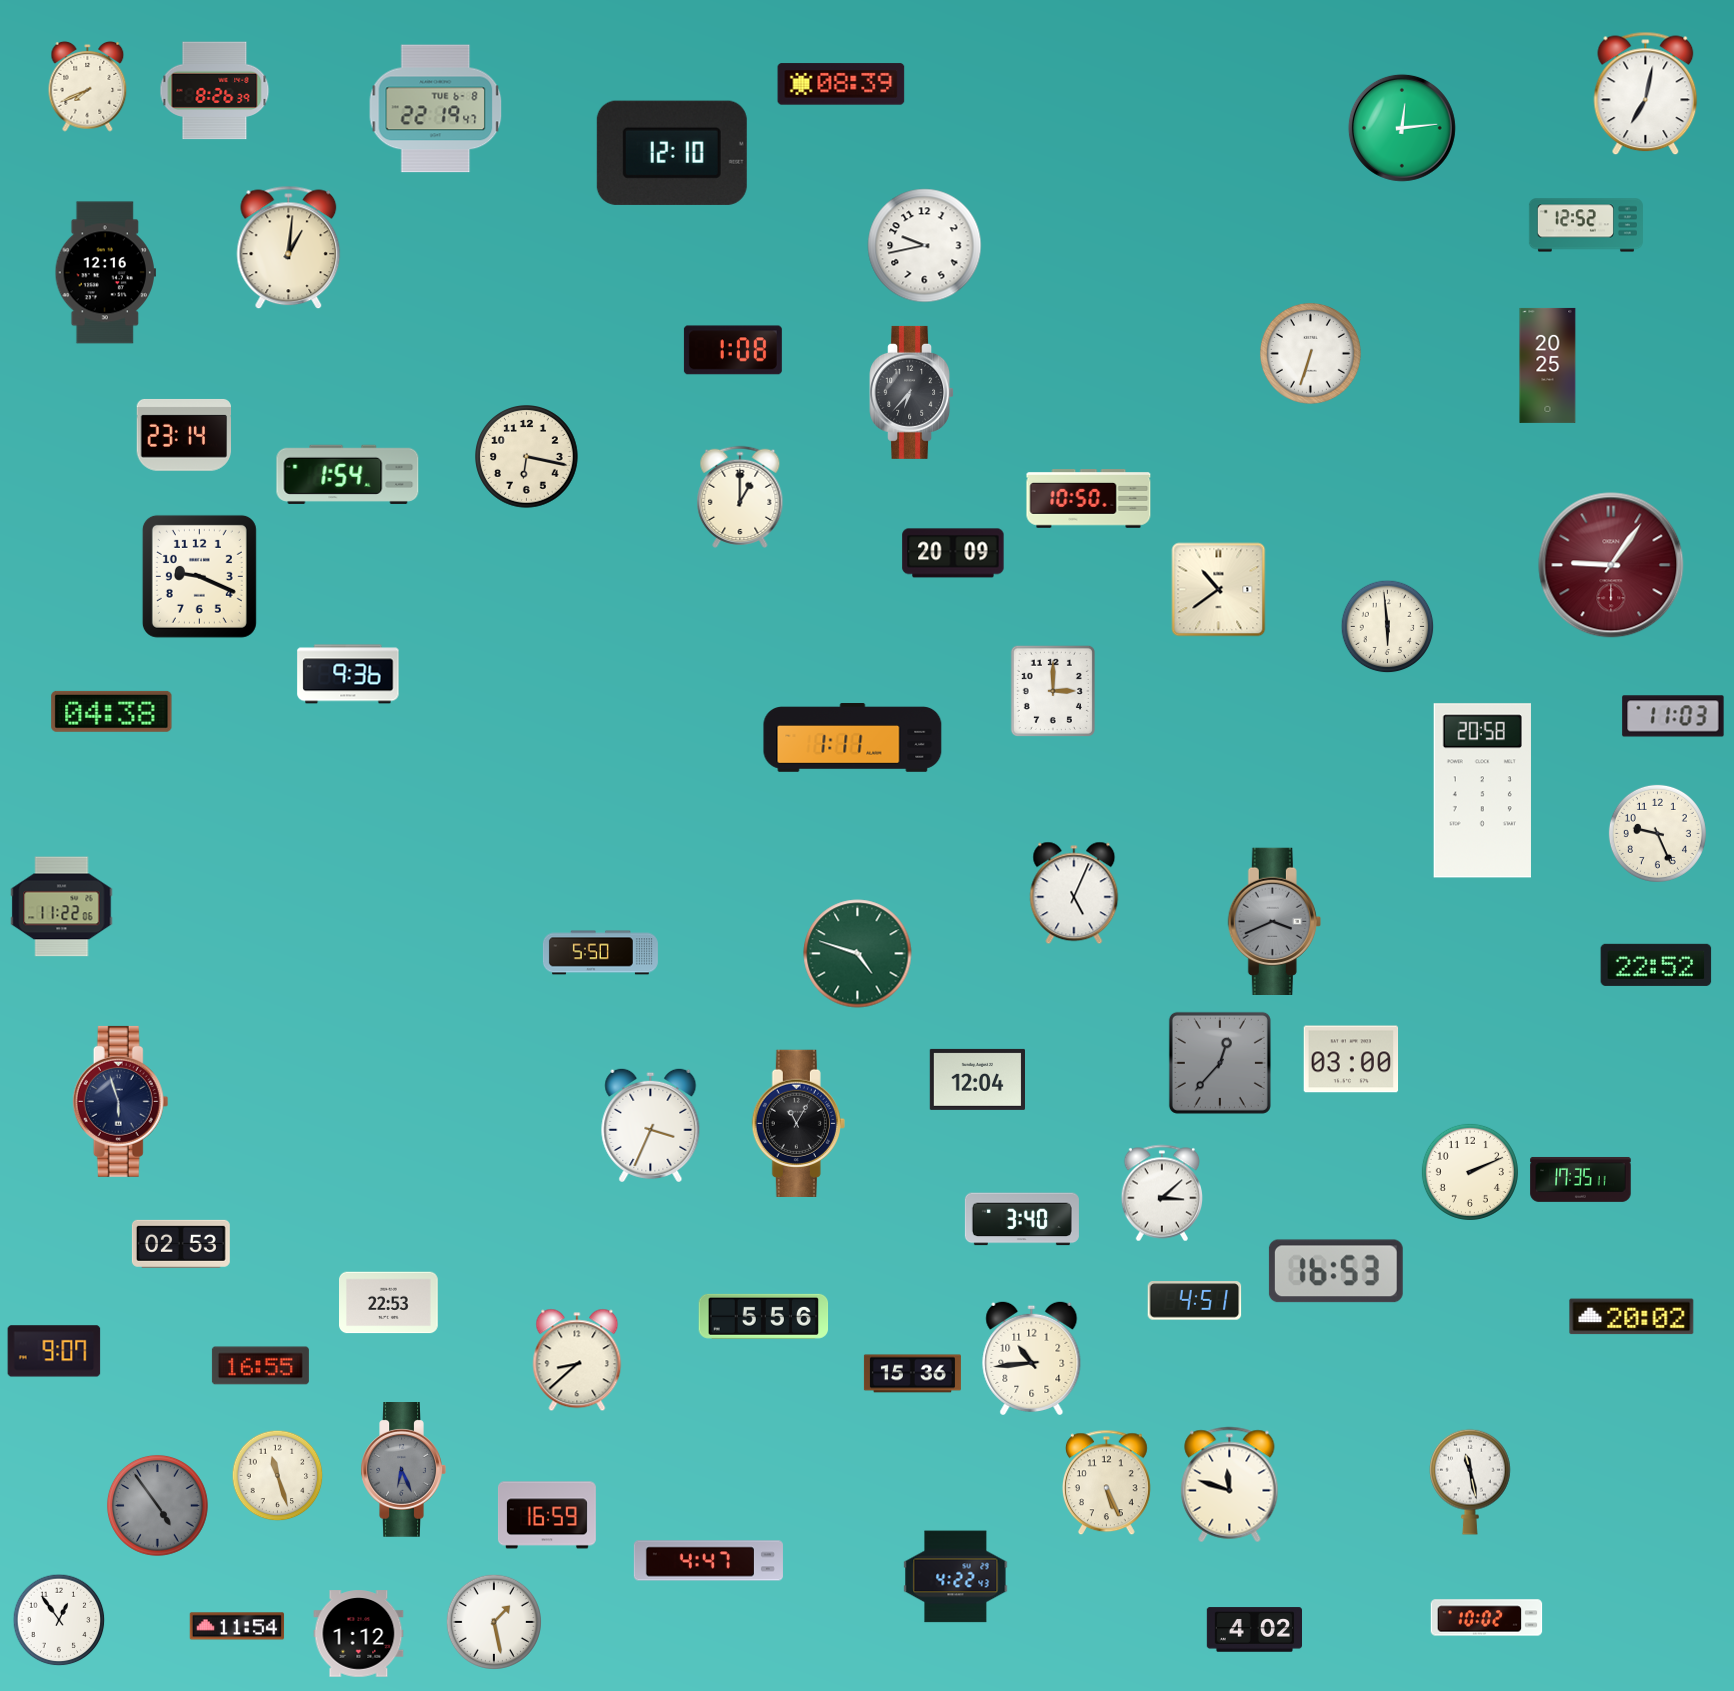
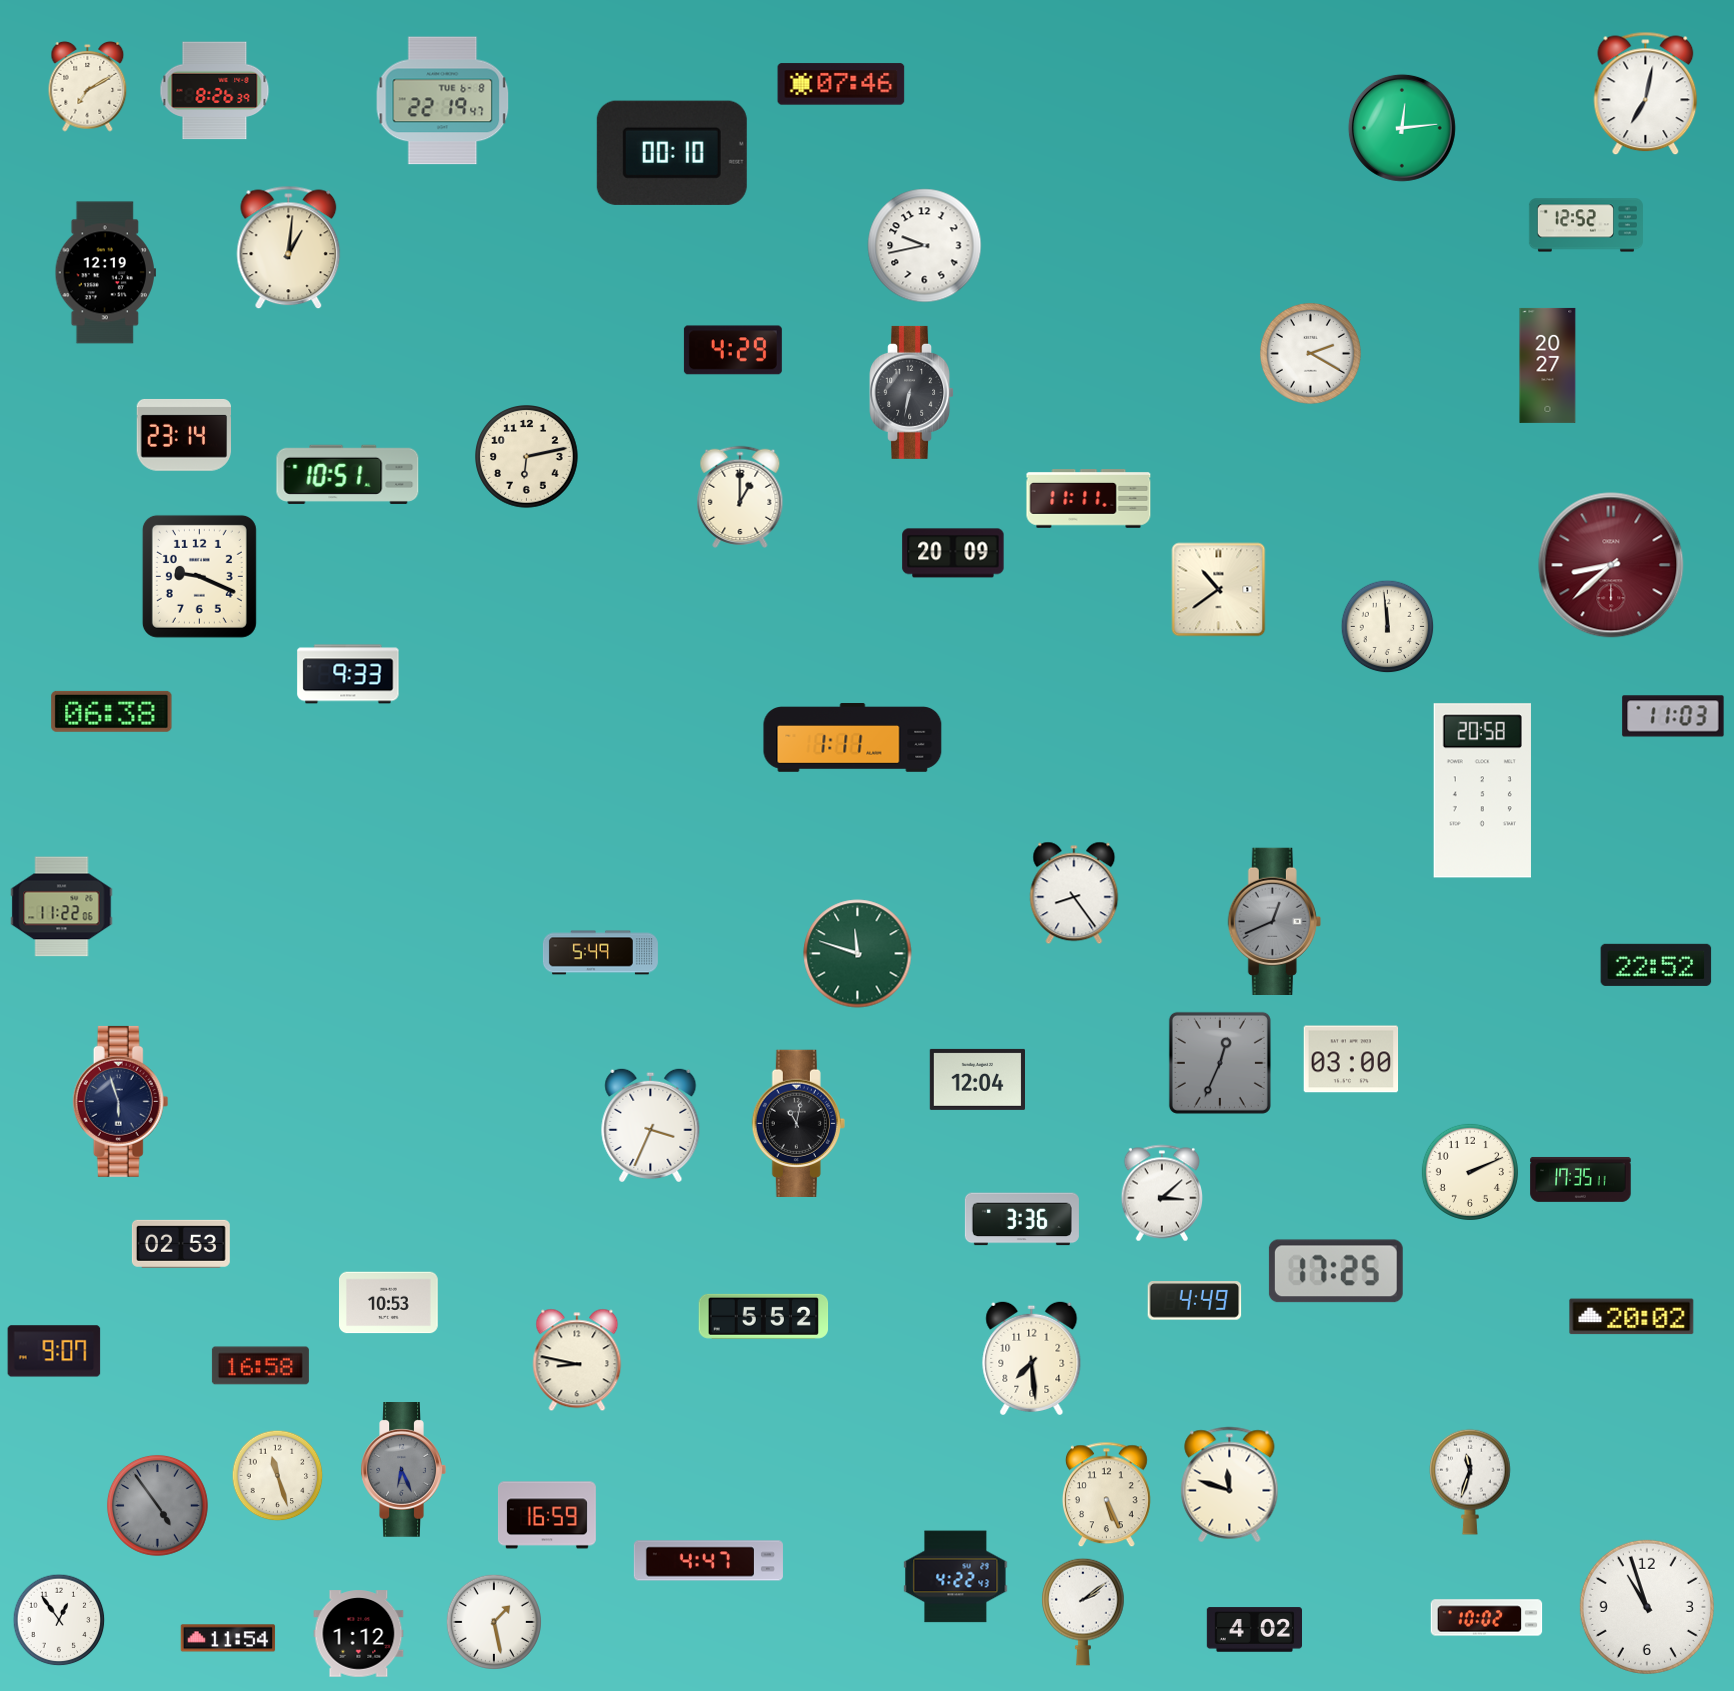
clock at (841, 84): 08:39 -> 07:46
clock at (88, 86): 7:41 -> 7:10
clock at (436, 109) position: (436, 109) -> (443, 101)
clock at (672, 153): 12:10 -> 00:10
clock at (105, 273): 12:16 -> 12:19
clock at (733, 350): 1:08 -> 4:29
clock at (1310, 353): 6:33 -> 2:20
clock at (1548, 365): 20:25 -> 20:27
clock at (912, 392): 6:37 -> 6:32
clock at (527, 457): 6:17 -> 6:13
clock at (348, 474): 1:54 -> 10:51
clock at (1089, 499): 10:50 -> 11:11
clock at (1611, 565): 9:06 -> 8:38
clock at (1388, 627): 5:59 -> 11:59
clock at (348, 674): 9:36 -> 9:33
clock at (1053, 691): 3:00 -> none
clock at (112, 711): 04:38 -> 06:38
clock at (1657, 833): 9:26 -> none
clock at (1074, 893): 5:04 -> 8:24
clock at (1274, 921): 3:41 -> 12:41
clock at (600, 953): 5:50 -> 5:49
clock at (858, 954): 4:48 -> 11:48
clock at (1220, 1063): 12:37 -> 12:34
clock at (798, 1123): 11:05 -> 11:02
clock at (1022, 1219): 3:40 -> 3:36
clock at (1336, 1271): 16:53 -> 17:25
clock at (1195, 1301): 4:51 -> 4:49
clock at (389, 1303): 22:53 -> 10:53
clock at (764, 1316): 5:56 -> 5:52
clock at (1032, 1358): 10:44 -> 7:29
clock at (577, 1360): 8:38 -> 8:47
clock at (260, 1366): 16:55 -> 16:58
clock at (912, 1374): 15:36 -> none
clock at (1470, 1482): 11:28 -> 11:33
clock at (1106, 1483) position: (1106, 1483) -> (1106, 1495)
clock at (1647, 1607): none -> 10:57
clock at (1083, 1612): none -> 2:09
clock at (237, 1626) position: (237, 1626) -> (228, 1638)
